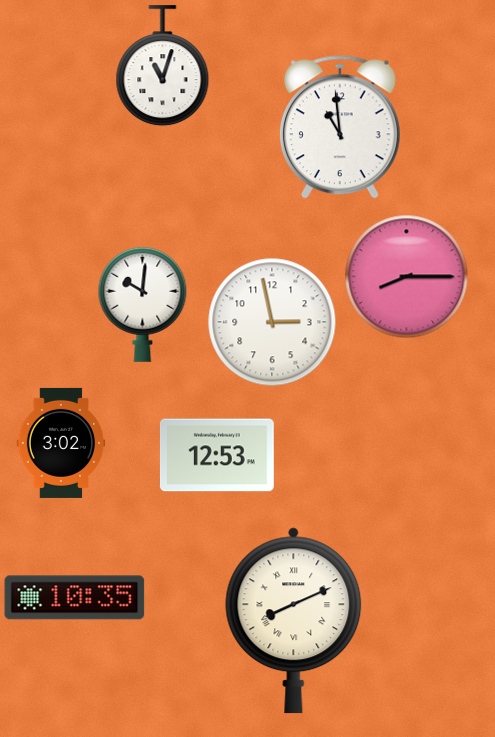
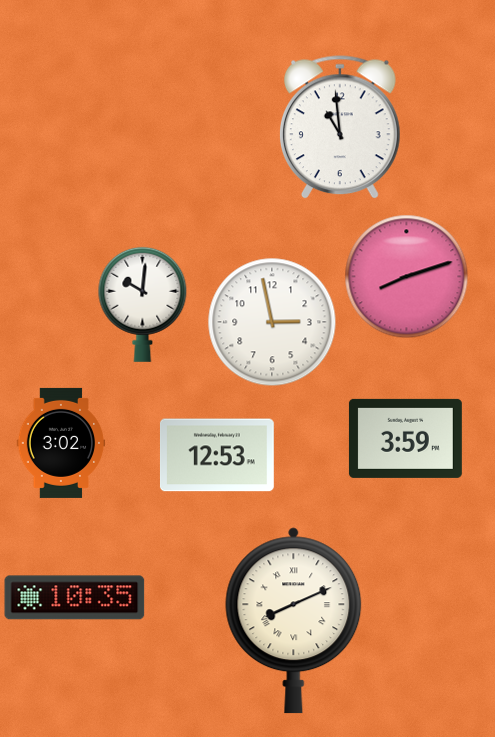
clock at (163, 66): 11:03 -> none
clock at (407, 277): 8:15 -> 8:12
clock at (405, 438): none -> 3:59
